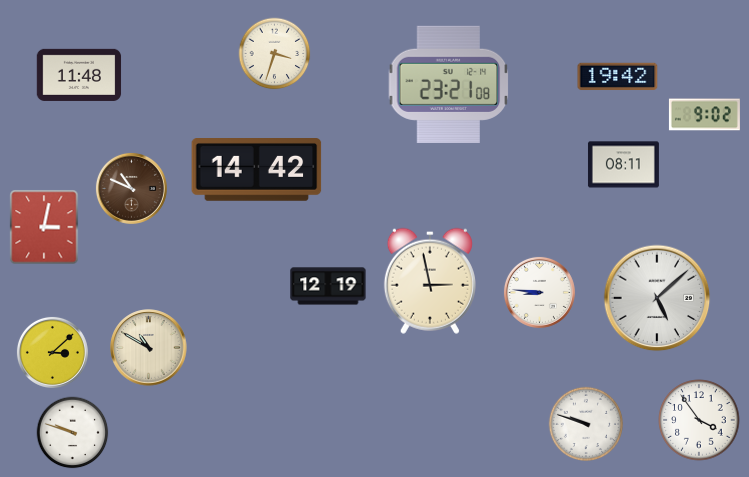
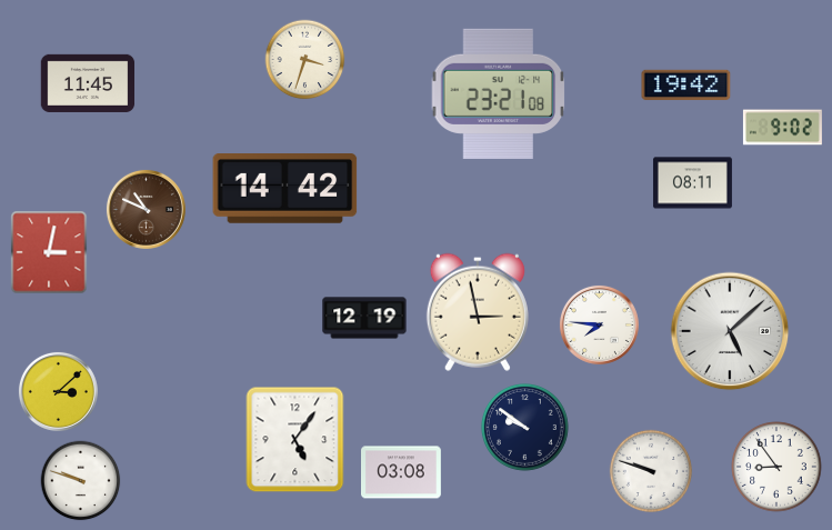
clock at (79, 75): 11:48 -> 11:45
clock at (539, 292): 8:46 -> 7:46
clock at (149, 348): 10:50 -> none
clock at (524, 427): none -> 9:51
clock at (295, 440): none -> 5:06
clock at (699, 420): 3:54 -> 8:54
clock at (402, 472): none -> 03:08
